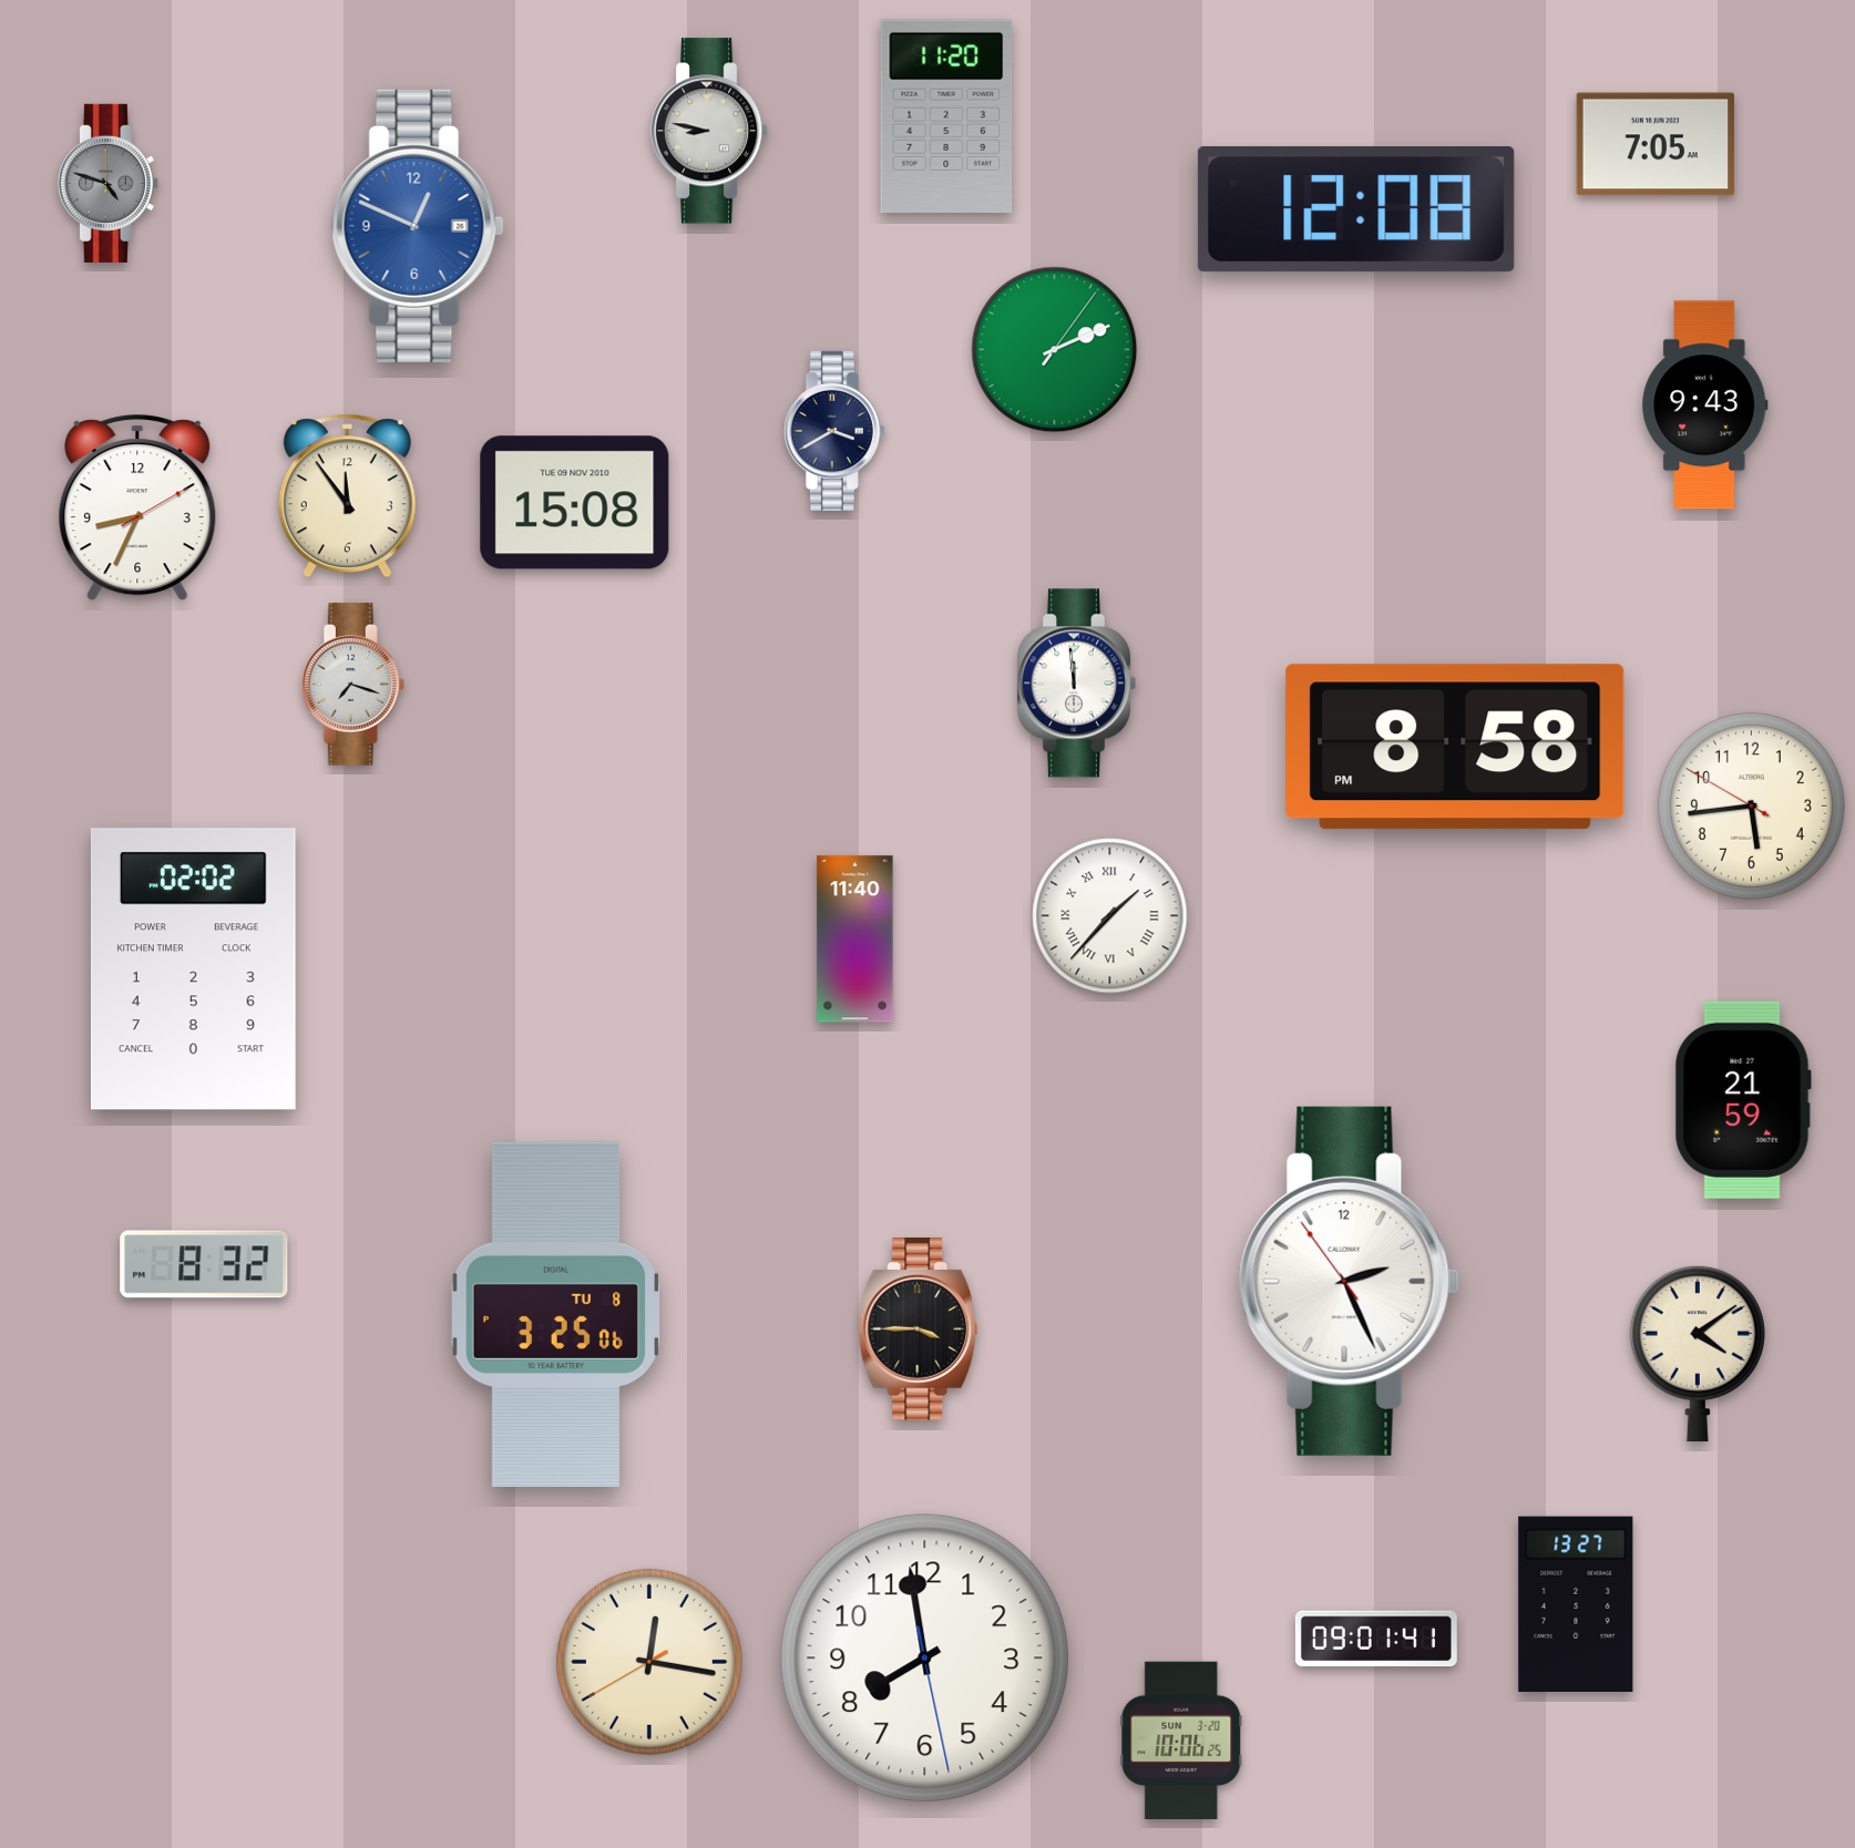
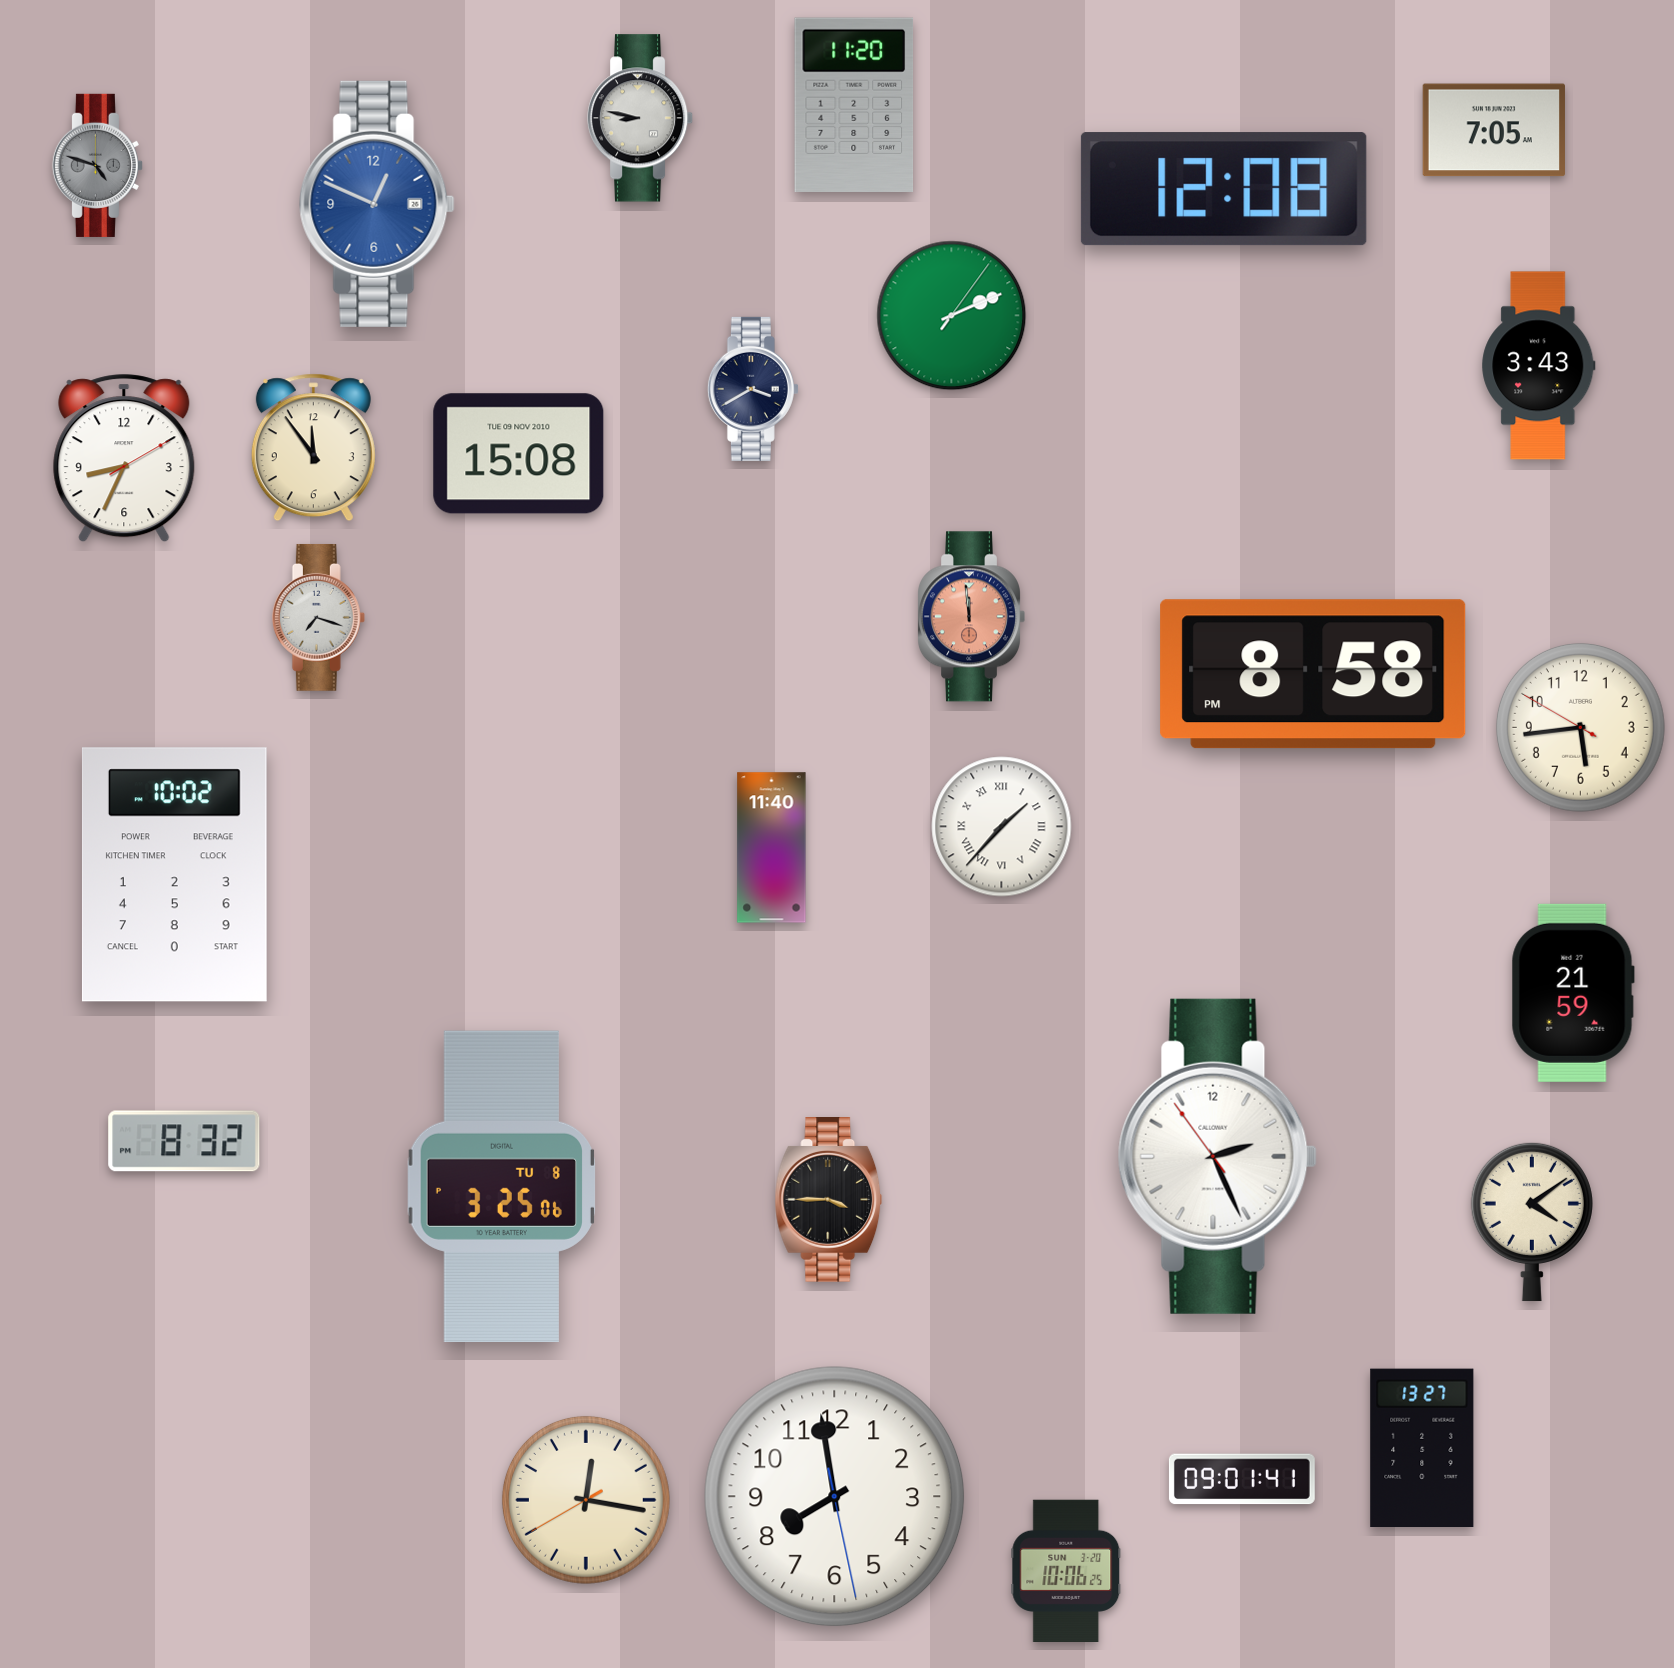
clock at (1705, 405): 9:43 -> 3:43
clock at (1077, 684) dial: white -> salmon
clock at (193, 969): 02:02 -> 10:02
